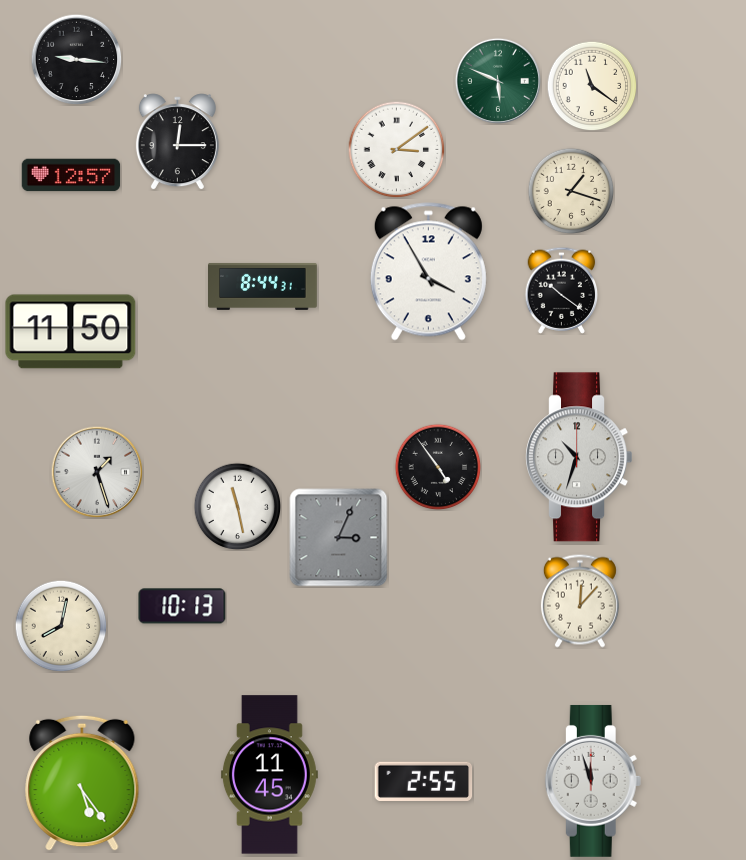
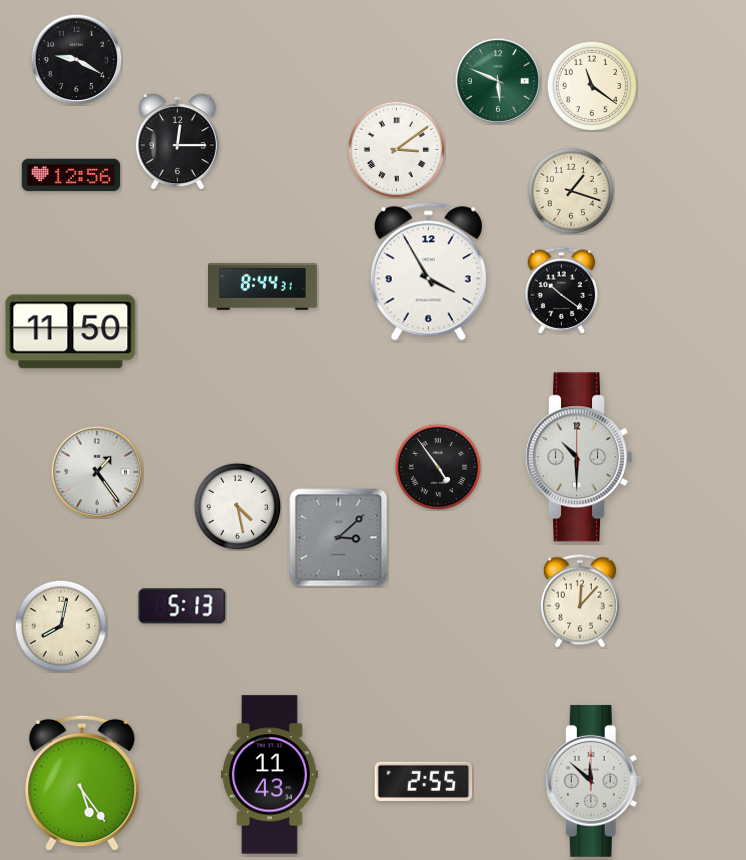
clock at (76, 59): 9:16 -> 9:20
clock at (71, 175): 12:57 -> 12:56
clock at (578, 457): 10:33 -> 10:30
clock at (97, 472): 1:27 -> 1:24
clock at (237, 506): 11:28 -> 4:28
clock at (339, 538): 3:04 -> 3:08
clock at (182, 606): 10:13 -> 5:13
clock at (269, 775): 11:45 -> 11:43
clock at (593, 781): 11:57 -> 11:52
